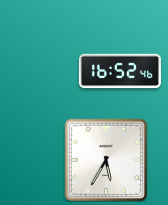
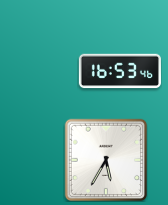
clock at (120, 71): 16:52 -> 16:53
